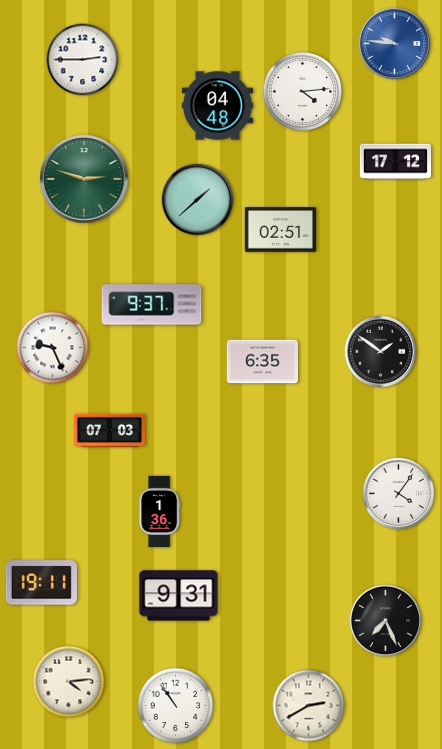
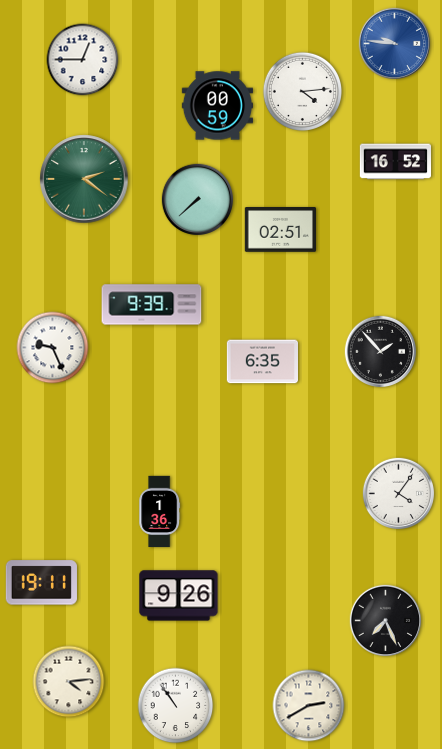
clock at (83, 60): 2:45 -> 12:45
clock at (217, 106): 04:48 -> 00:59
clock at (396, 162): 17:12 -> 16:52
clock at (84, 179): 2:48 -> 2:21
clock at (198, 200): 1:38 -> 7:38
clock at (152, 305): 9:37 -> 9:39
clock at (381, 352): 1:51 -> 1:53
clock at (109, 431): 07:03 -> none
clock at (179, 596): 9:31 -> 9:26
